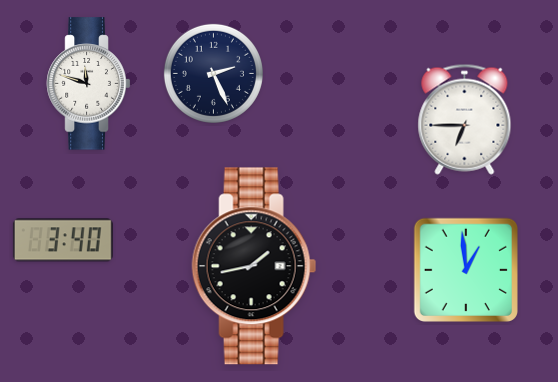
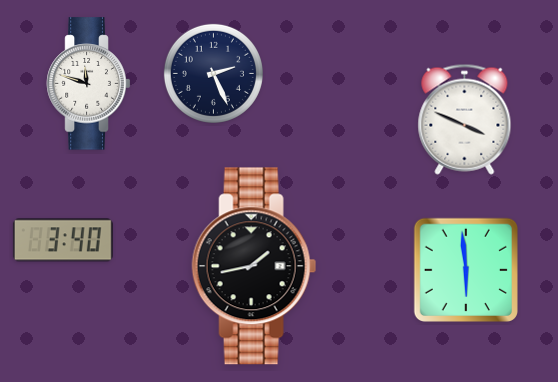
clock at (465, 119): 6:45 -> 3:49
clock at (466, 270): 12:59 -> 5:59
